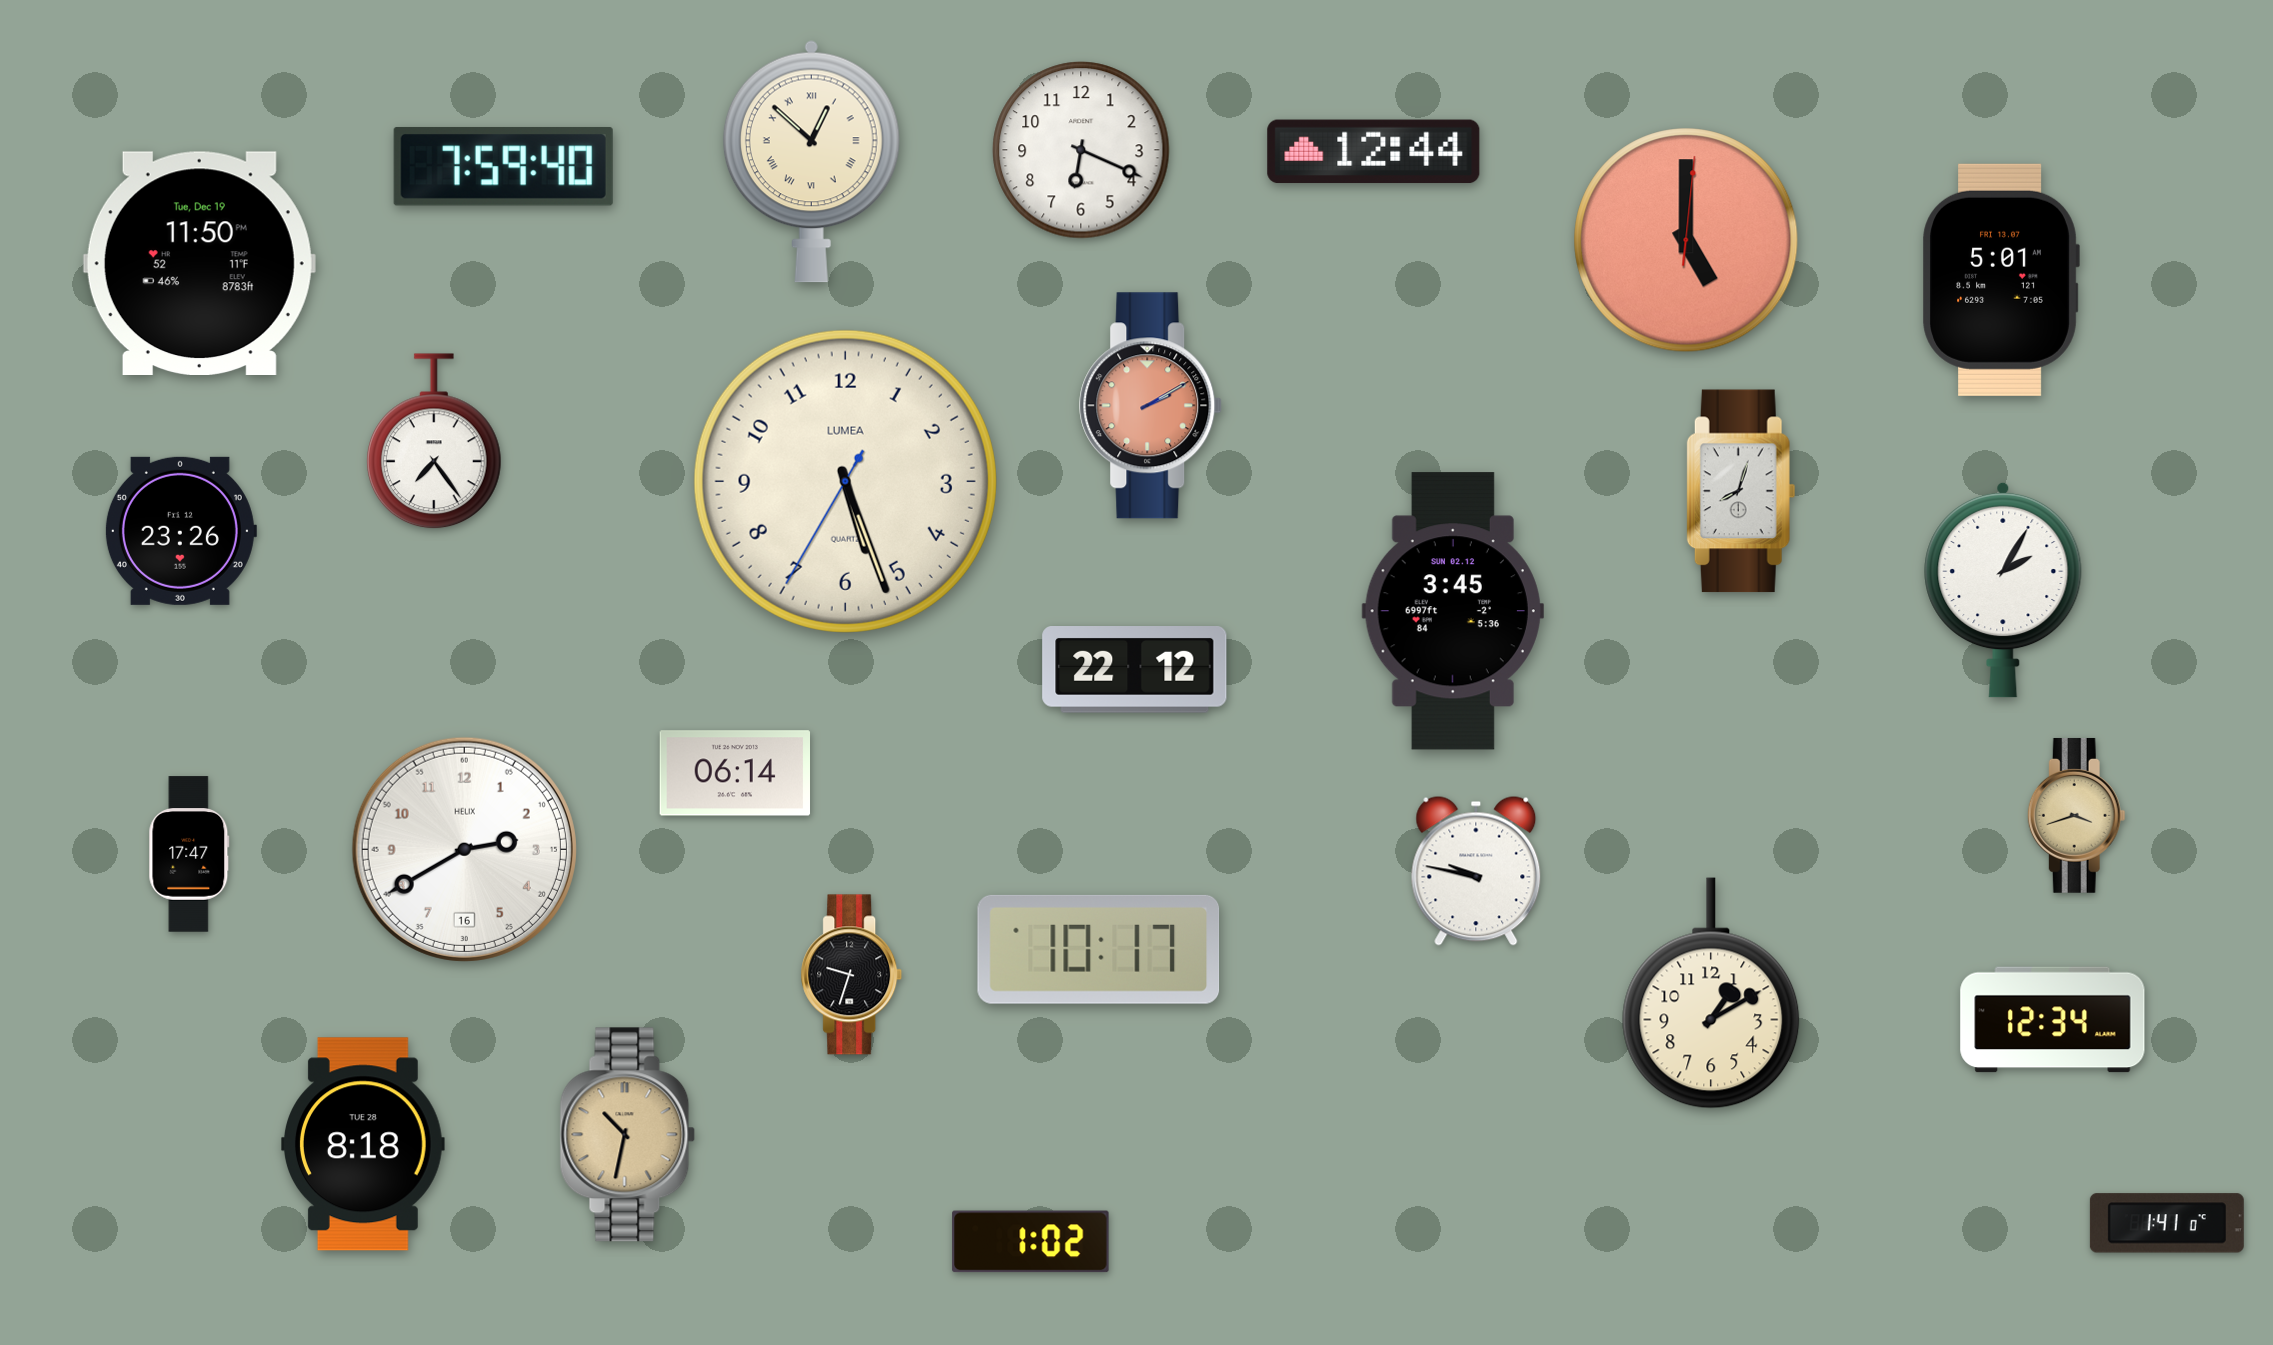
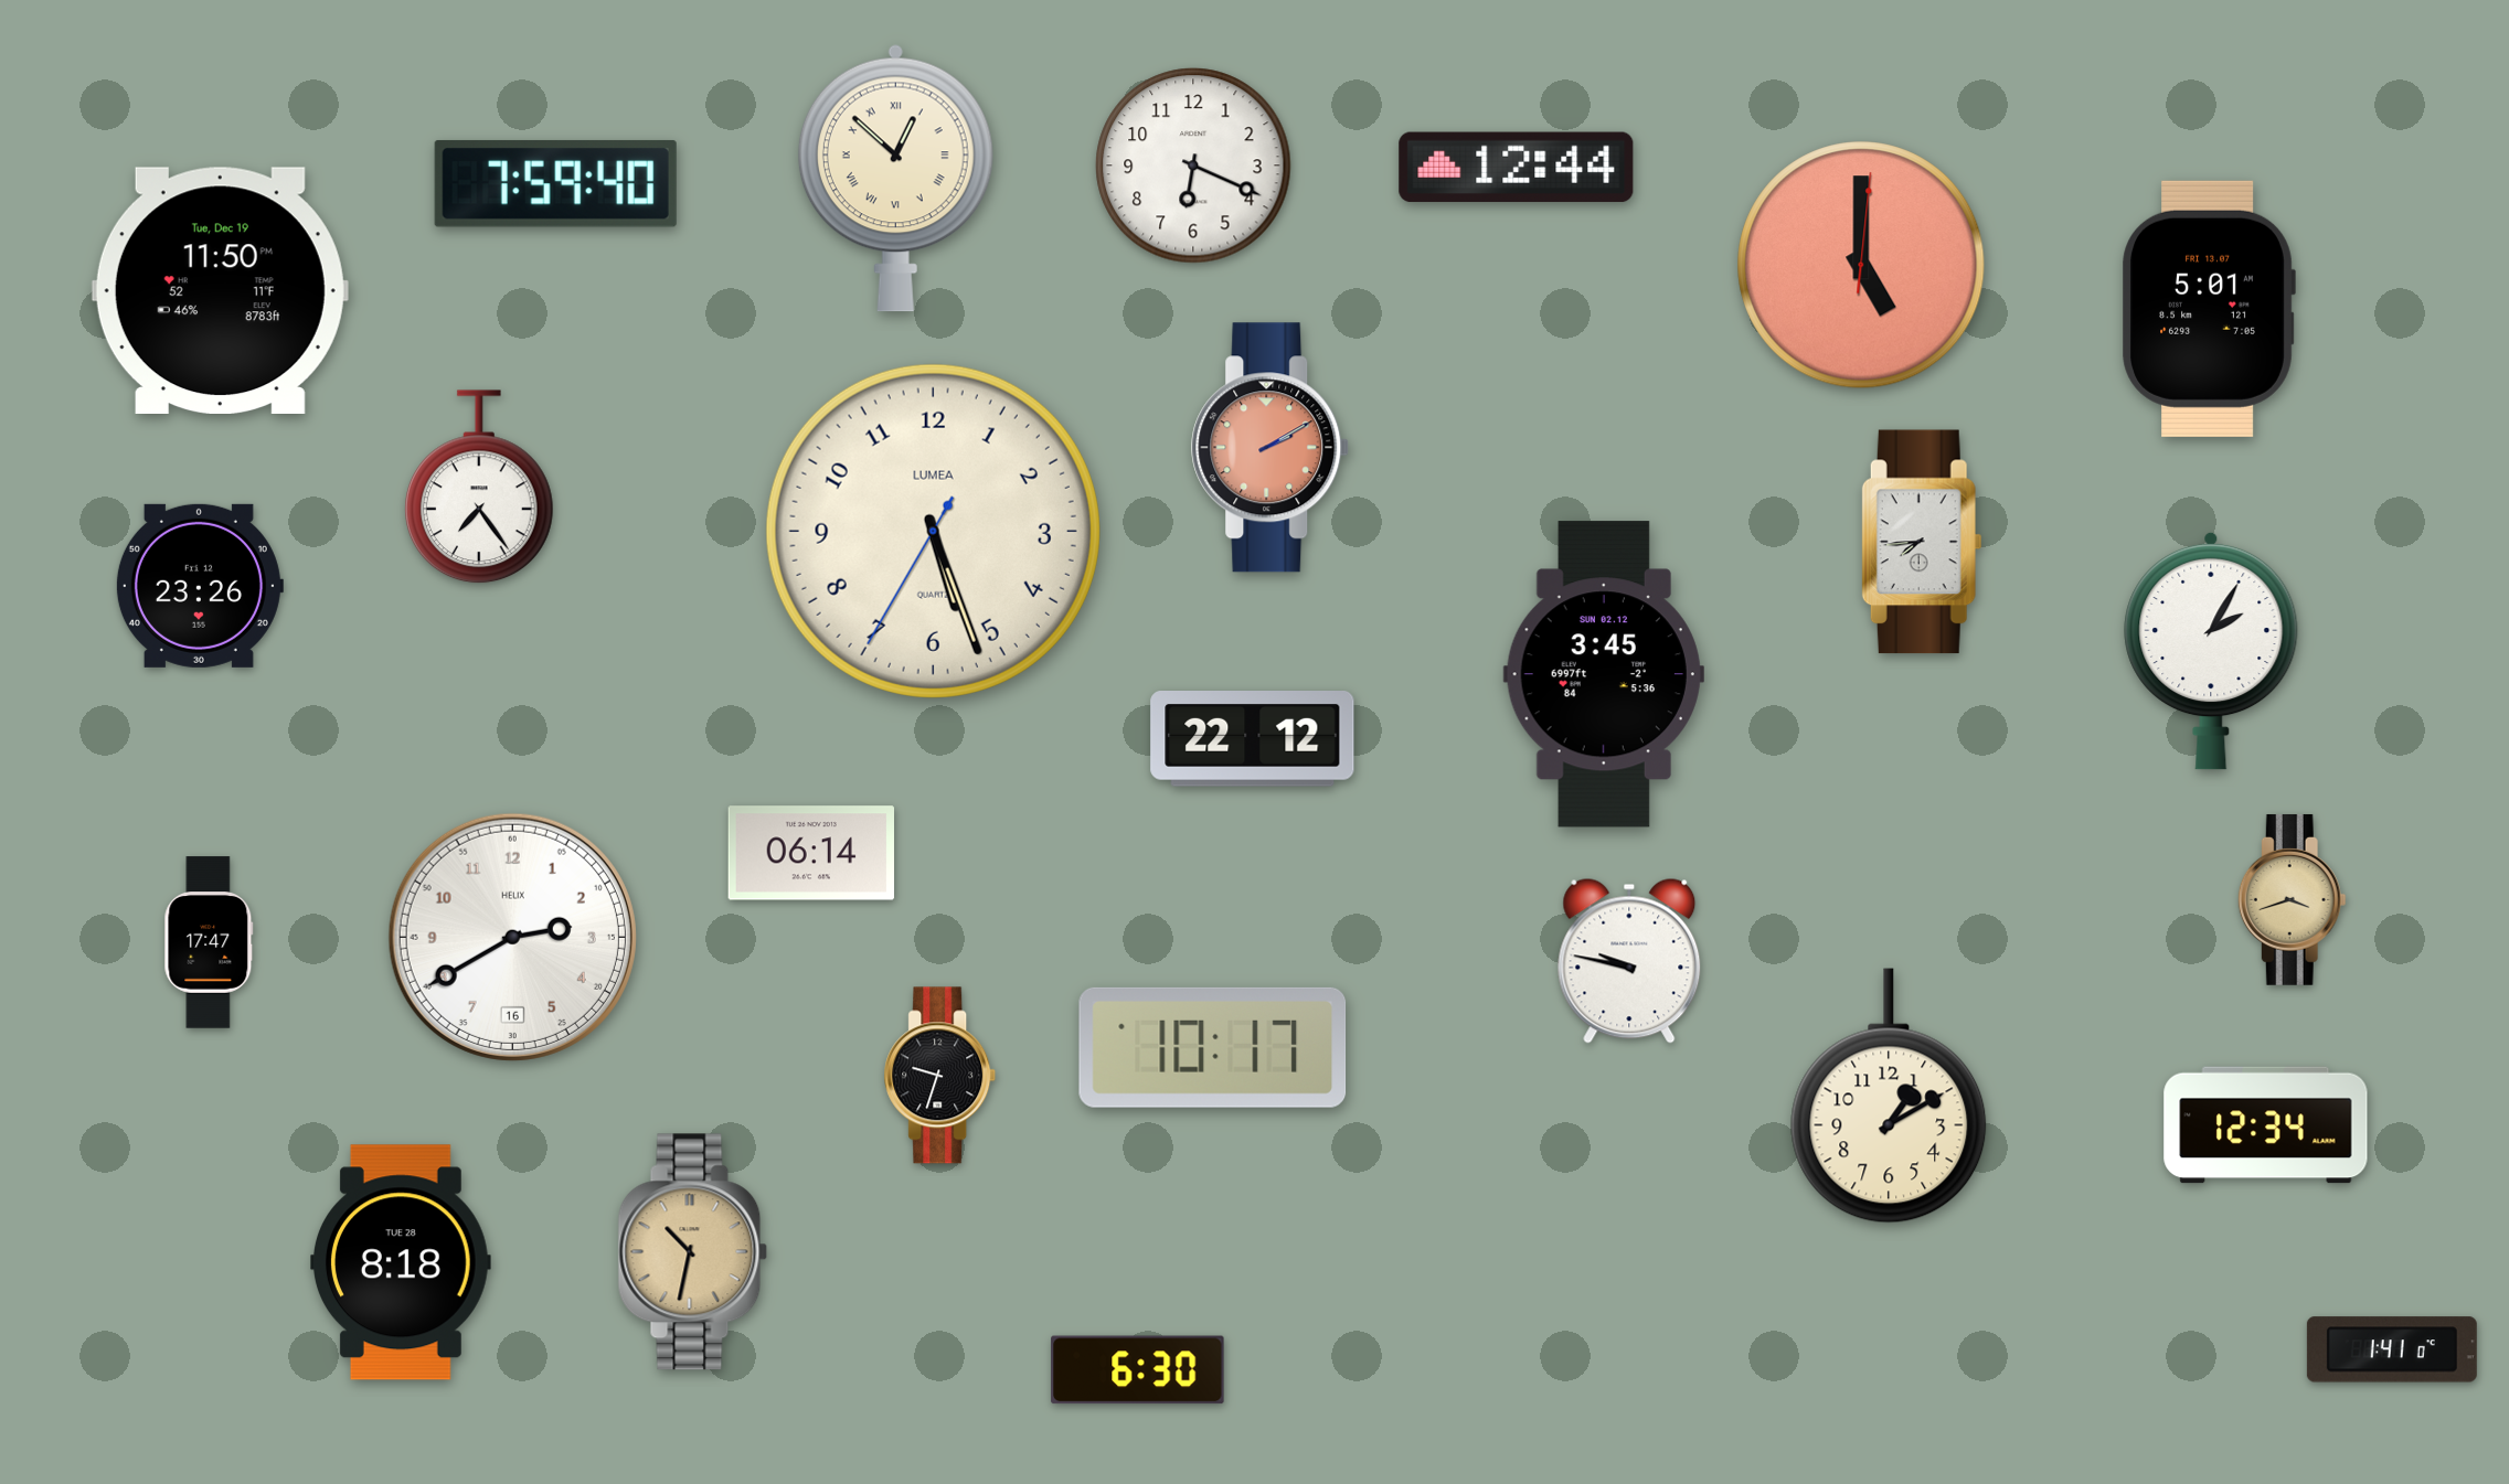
clock at (1741, 491): 8:03 -> 7:44
clock at (1031, 1242): 1:02 -> 6:30
